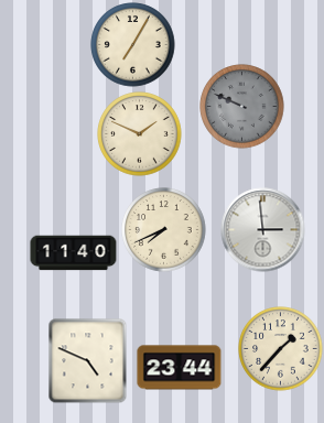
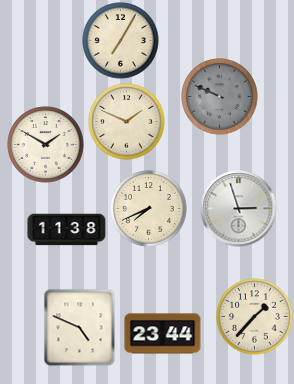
clock at (46, 145): none -> 1:50
clock at (263, 230): 2:59 -> 2:57
clock at (74, 253): 11:40 -> 11:38
